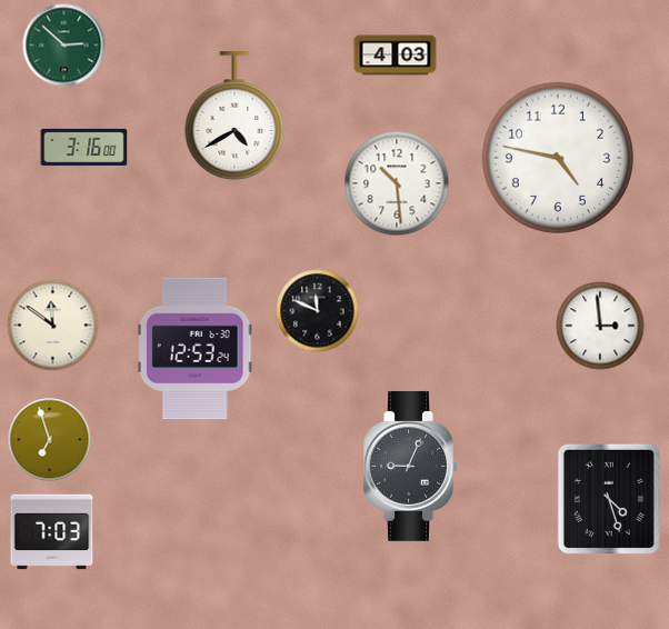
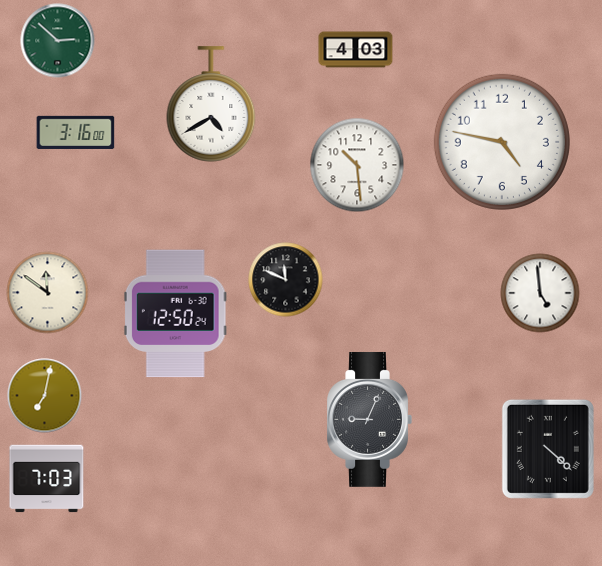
clock at (600, 326): 2:59 -> 4:59
clock at (194, 349): 12:53 -> 12:50
clock at (50, 440): 6:57 -> 7:02
clock at (609, 499): 4:27 -> 4:22
